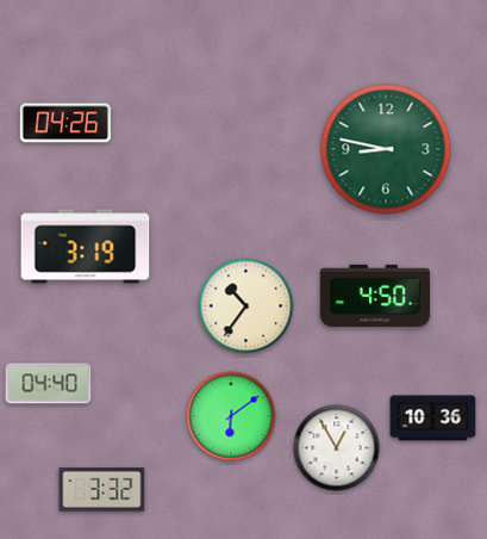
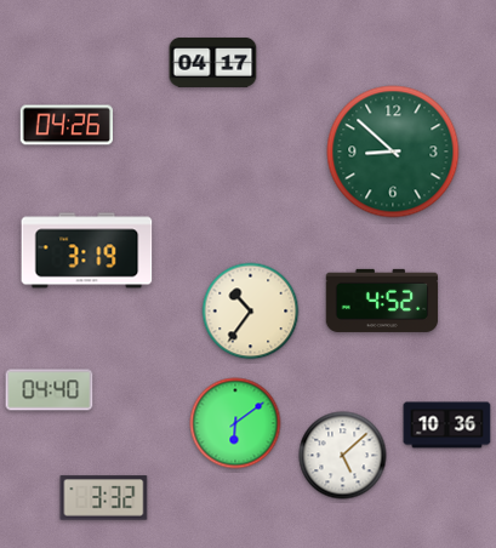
clock at (213, 62): none -> 04:17
clock at (386, 149): 8:47 -> 8:52
clock at (375, 296): 4:50 -> 4:52
clock at (433, 419) position: (433, 419) -> (447, 426)
clock at (337, 448): 12:55 -> 5:08
